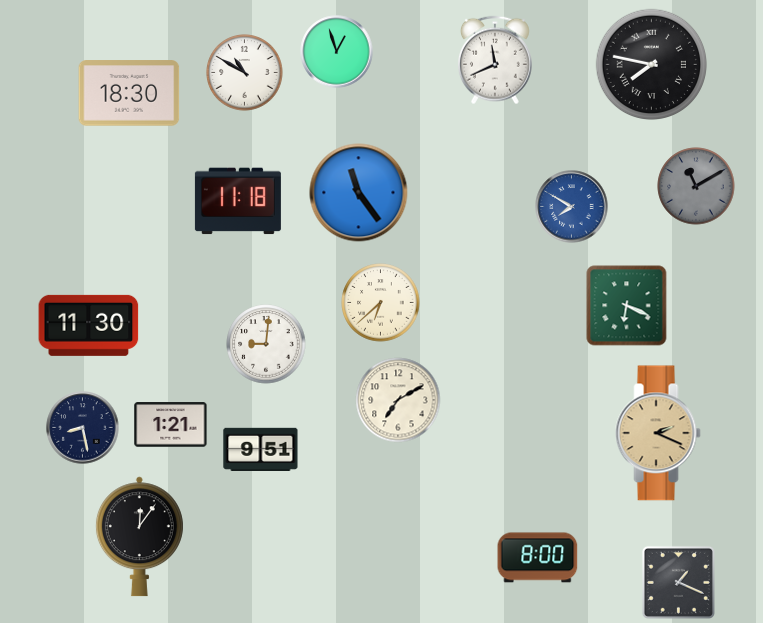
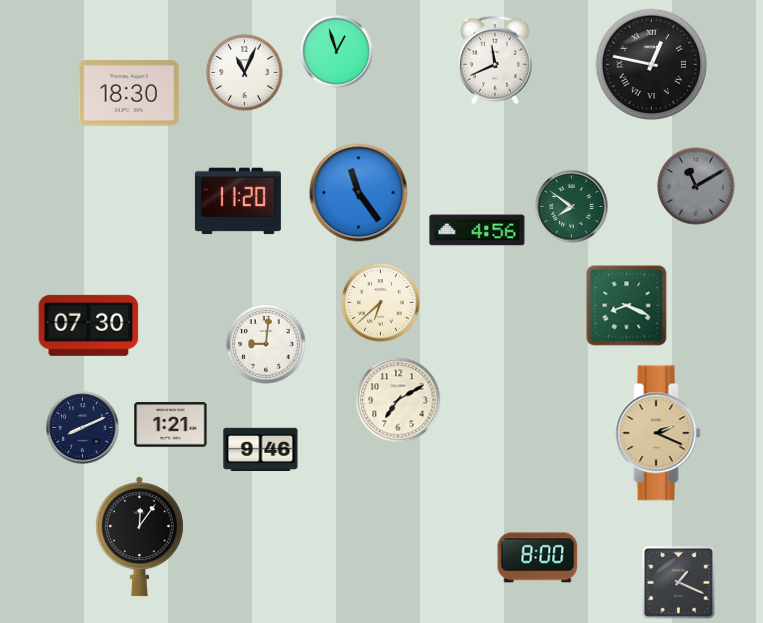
clock at (651, 64): 7:47 -> 12:47
clock at (245, 73): 10:50 -> 11:04
clock at (238, 201): 11:18 -> 11:20
clock at (572, 207): 7:50 -> 7:51
clock at (572, 207) dial: blue -> green
clock at (477, 230): none -> 4:56
clock at (627, 306): 6:19 -> 8:19
clock at (89, 325): 11:30 -> 07:30
clock at (83, 428): 8:28 -> 8:11
clock at (261, 449): 9:51 -> 9:46
